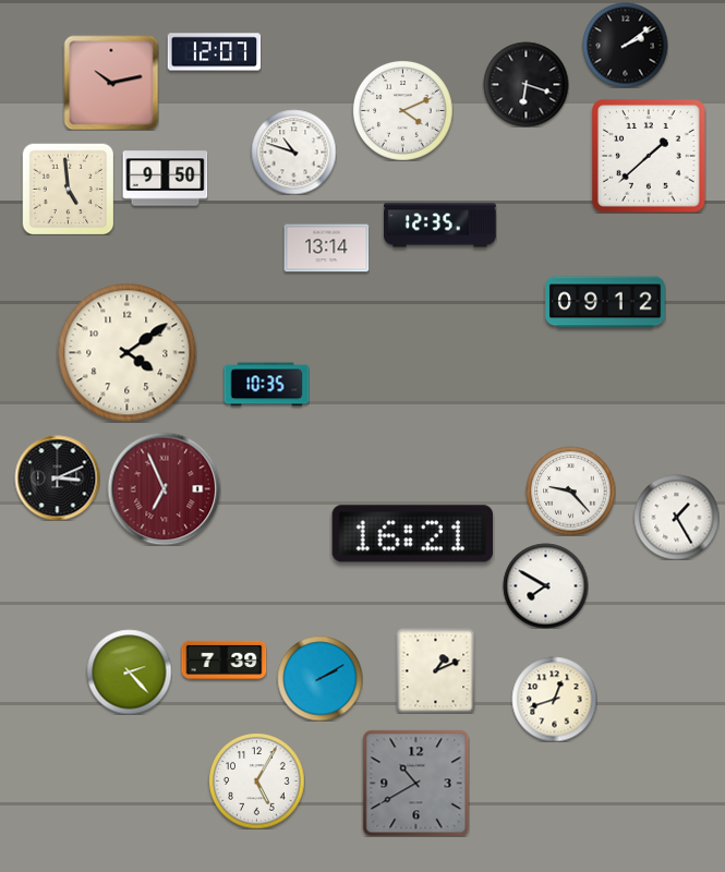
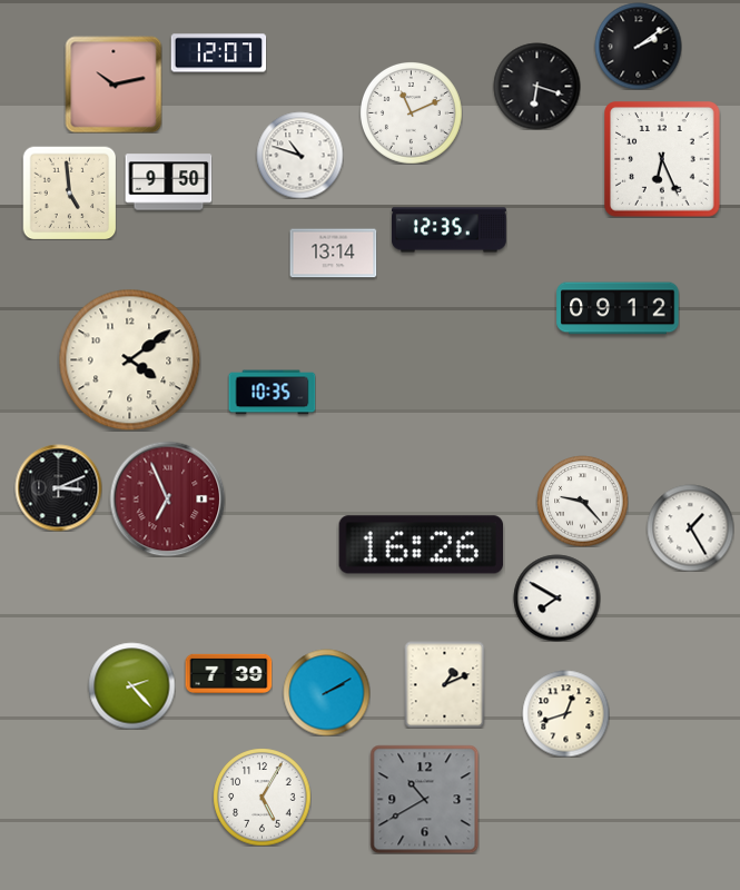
clock at (403, 111): 4:11 -> 11:11
clock at (649, 157): 1:38 -> 6:26
clock at (413, 534): 16:21 -> 16:26
